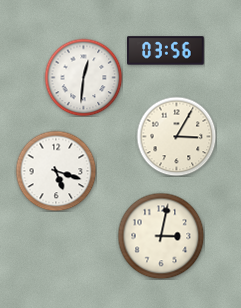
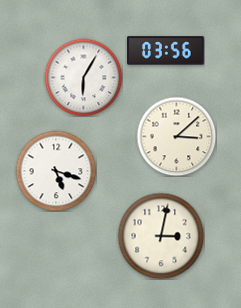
clock at (83, 77): 12:31 -> 6:05
clock at (176, 136): 3:05 -> 3:08
